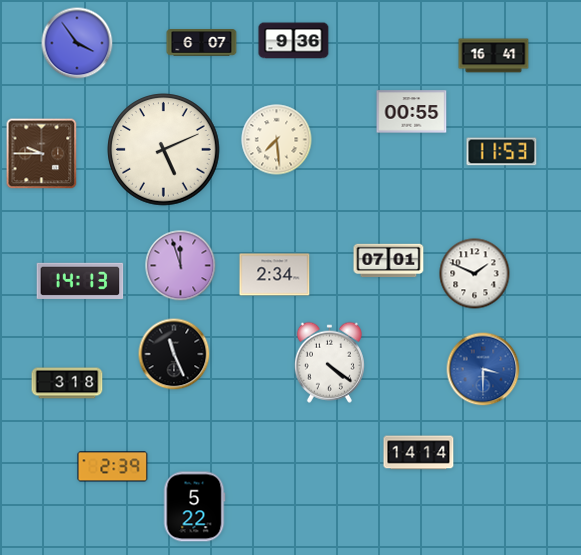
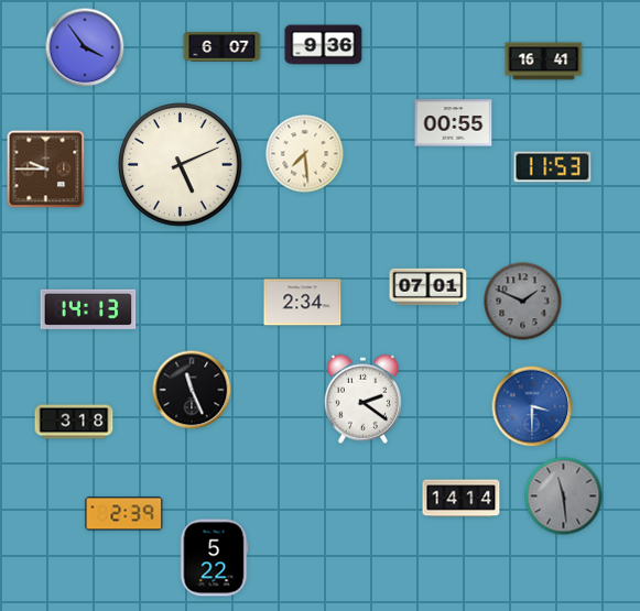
clock at (181, 266): 11:57 -> none
clock at (475, 274) dial: white -> grey
clock at (329, 362): 4:21 -> 2:21
clock at (564, 497): none -> 11:29
